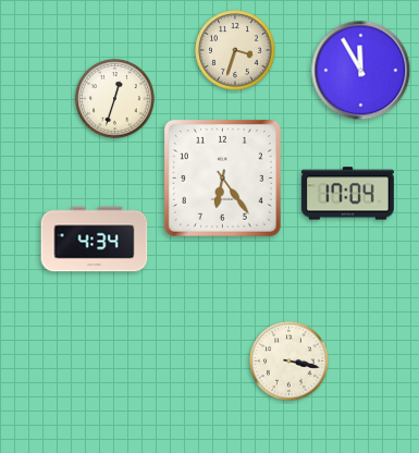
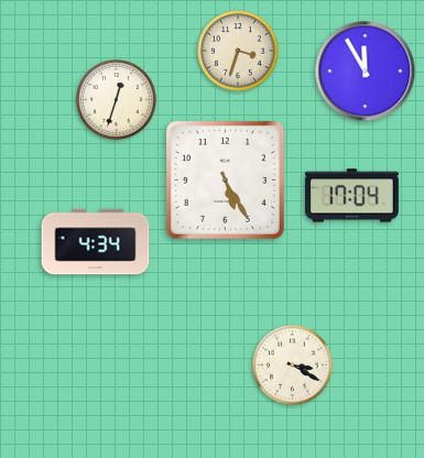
clock at (222, 177): 6:24 -> 5:25
clock at (289, 362): 3:17 -> 3:20
